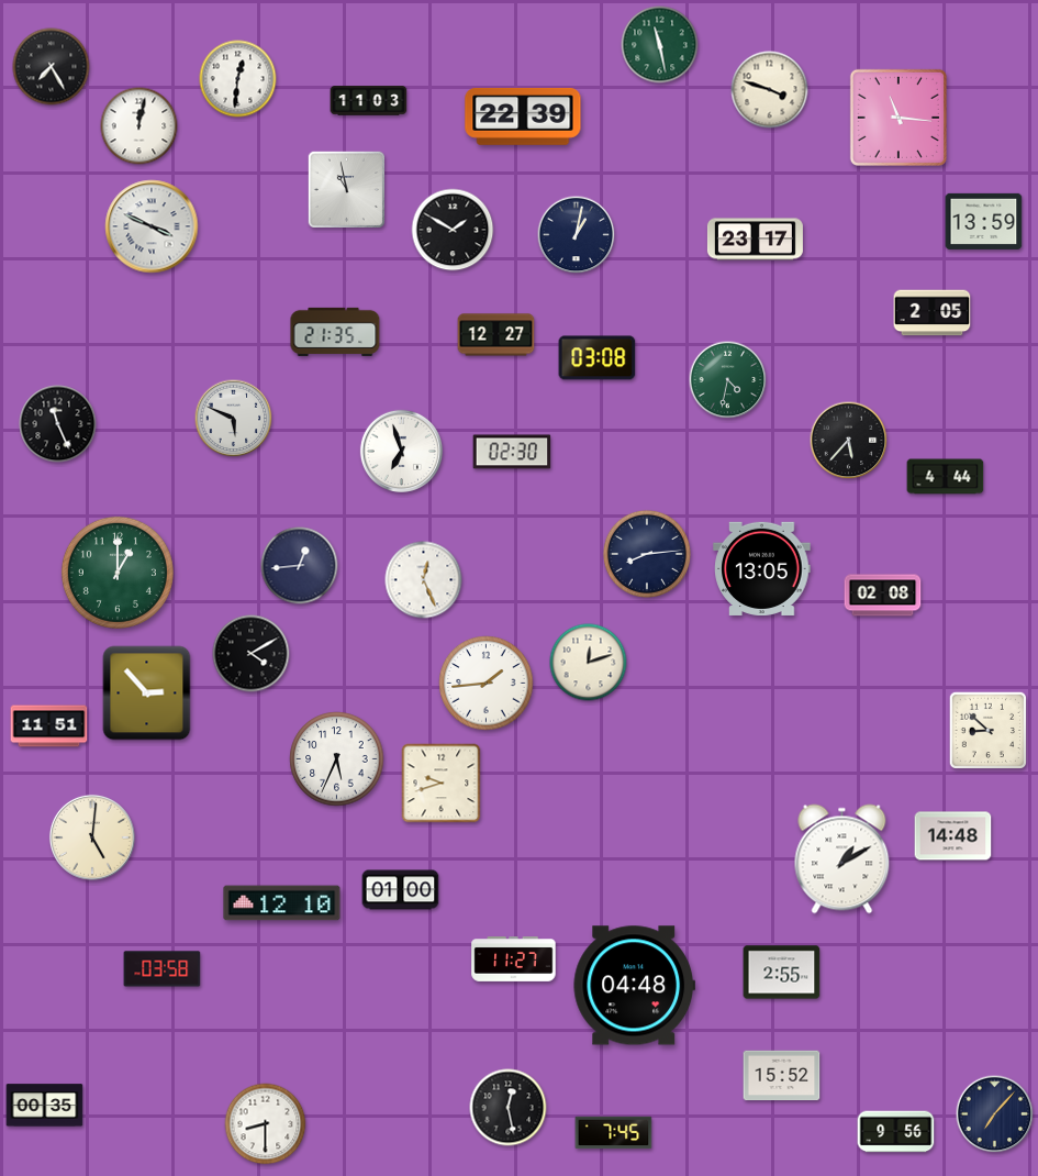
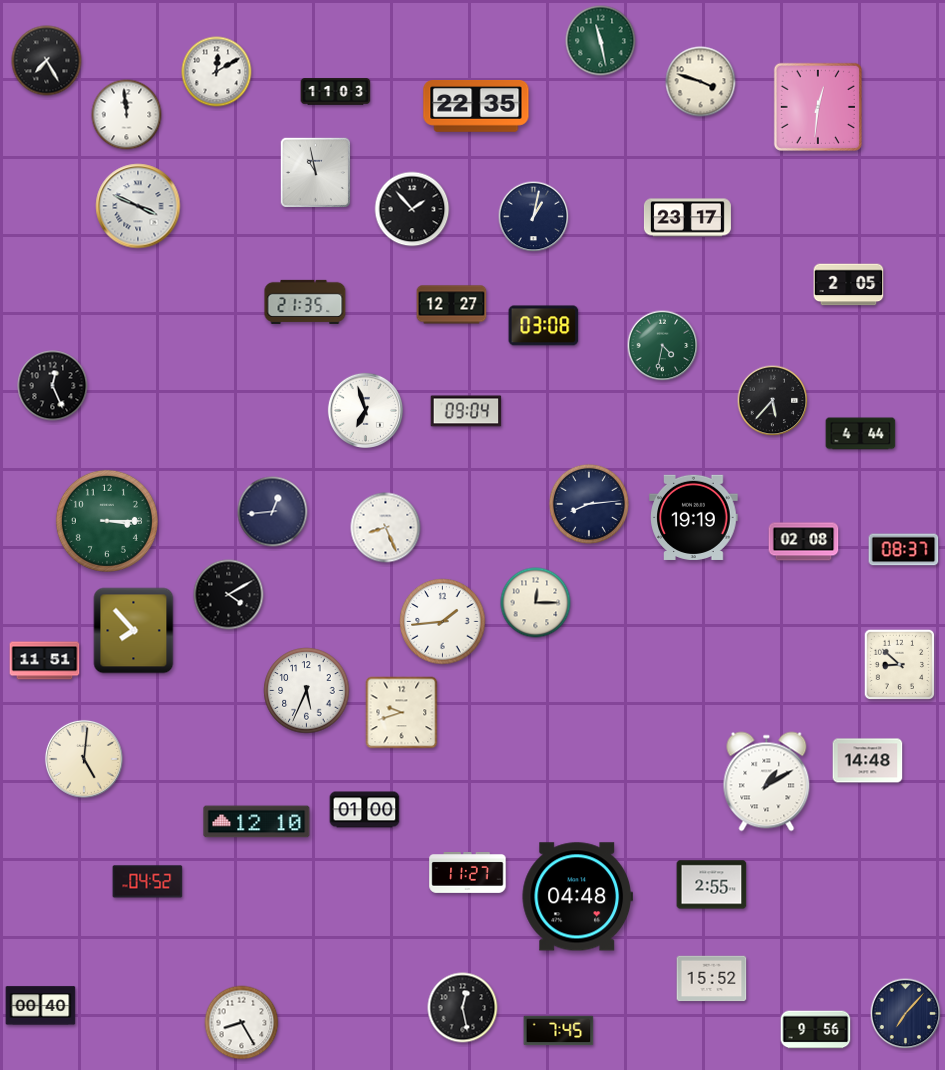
clock at (238, 79): 12:31 -> 12:10
clock at (523, 117): 22:39 -> 22:35
clock at (899, 118): 11:16 -> 12:31
clock at (139, 126): 12:02 -> 11:59
clock at (984, 221): 13:59 -> none
clock at (453, 230): 1:50 -> 1:53
clock at (577, 235) position: (577, 235) -> (534, 217)
clock at (234, 419): 5:49 -> none
clock at (58, 424): 11:26 -> 12:26
clock at (512, 452): 02:30 -> 09:04
clock at (300, 566) position: (300, 566) -> (273, 512)
clock at (762, 568): 13:05 -> 19:19
clock at (118, 573): 1:00 -> 3:15
clock at (424, 580): 12:26 -> 8:26
clock at (904, 550): none -> 08:37
clock at (589, 663): 12:12 -> 12:15
clock at (147, 694): 2:53 -> 7:53
clock at (92, 837) position: (92, 837) -> (84, 759)
clock at (163, 969): 03:58 -> 04:52
clock at (45, 1106): 00:35 -> 00:40
clock at (266, 1124): 8:30 -> 8:25
